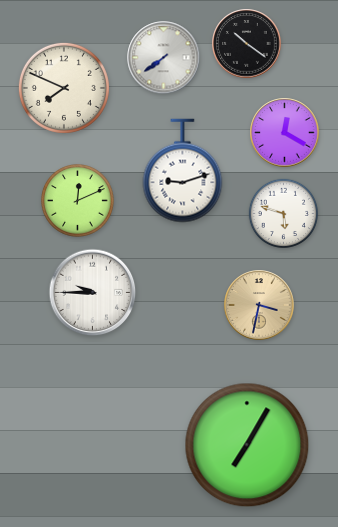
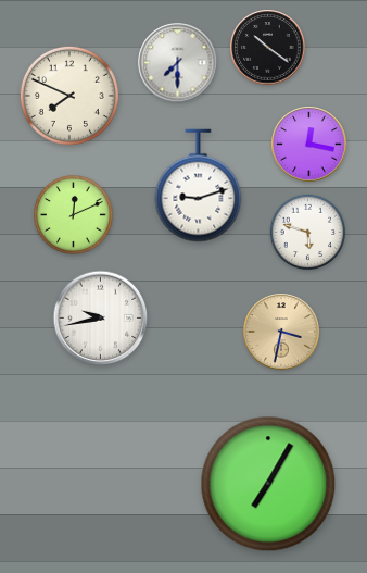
clock at (164, 58): 7:39 -> 7:30
clock at (285, 133): 12:20 -> 12:17
clock at (78, 201) position: (78, 201) -> (74, 215)
clock at (93, 293): 9:45 -> 9:43
